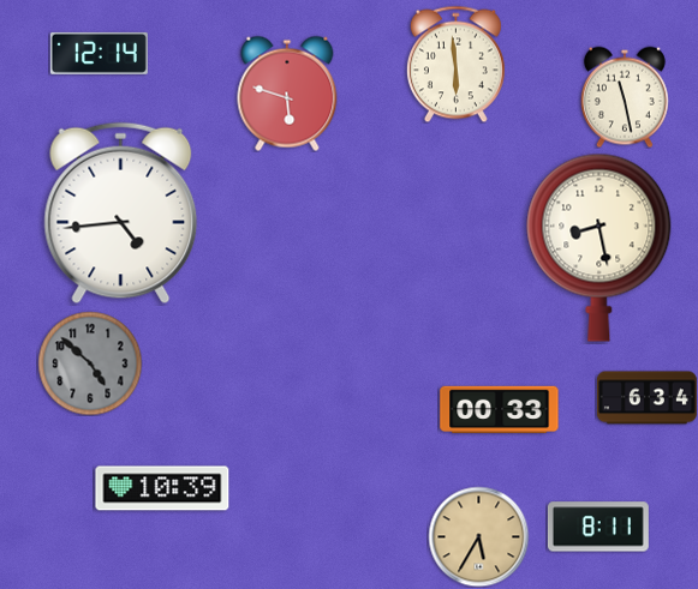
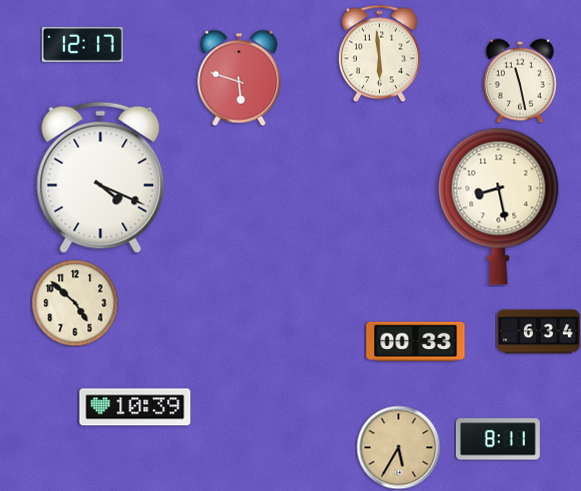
clock at (99, 53): 12:14 -> 12:17
clock at (121, 214): 4:44 -> 4:19
clock at (90, 363) dial: grey -> cream
